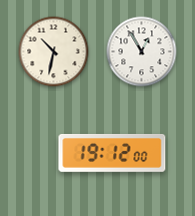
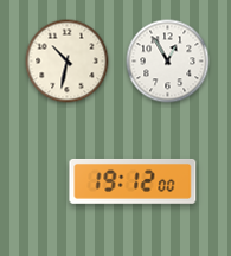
clock at (54, 52) position: (54, 52) -> (68, 62)
